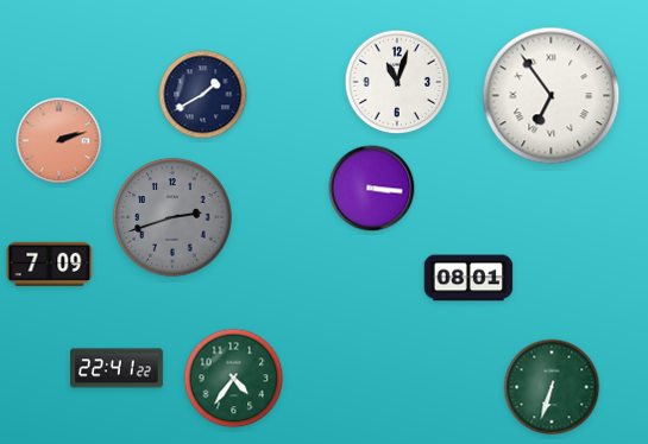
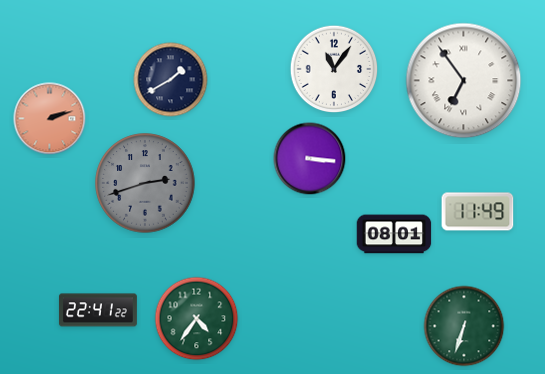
clock at (397, 82): 11:03 -> 11:06
clock at (372, 189) position: (372, 189) -> (310, 159)
clock at (478, 212): none -> 11:49
clock at (50, 264): 7:09 -> none
